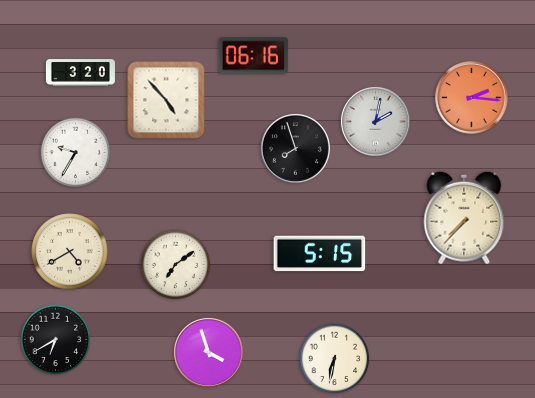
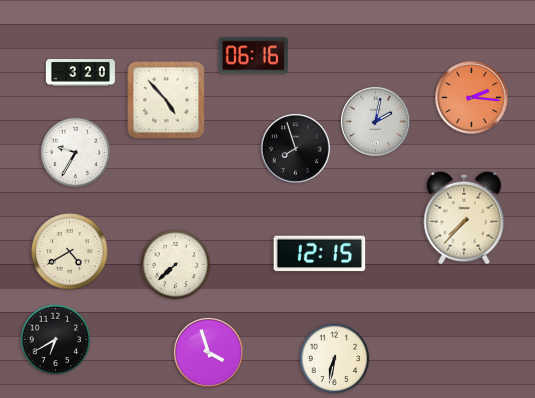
clock at (320, 254): 5:15 -> 12:15
clock at (176, 265): 7:09 -> 7:38
